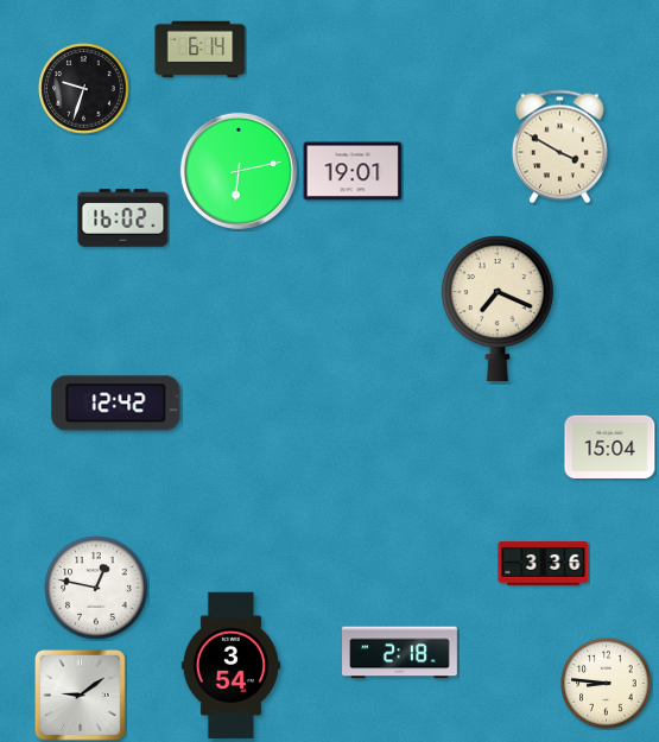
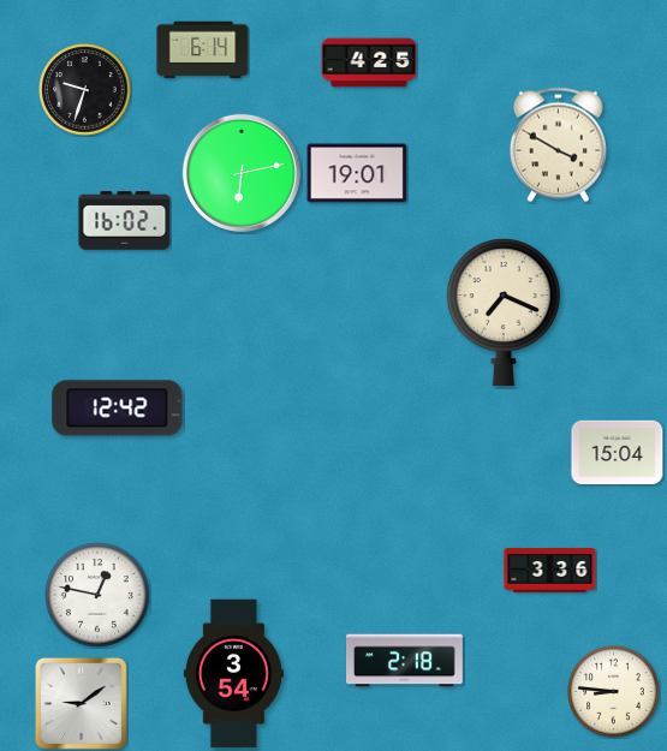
clock at (369, 62): none -> 4:25
clock at (559, 147) position: (559, 147) -> (558, 145)
